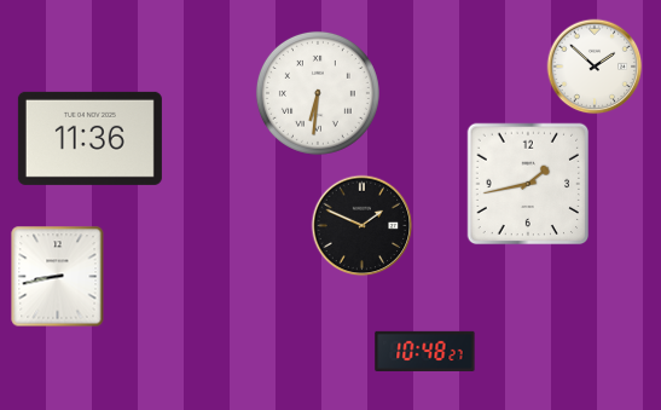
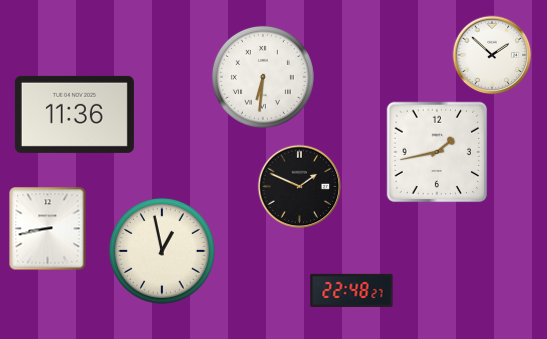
clock at (162, 251): none -> 12:58
clock at (425, 351): 10:48 -> 22:48
